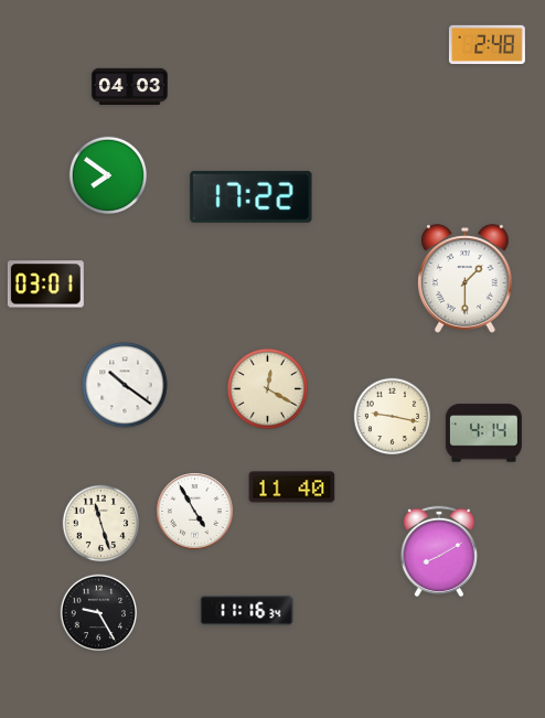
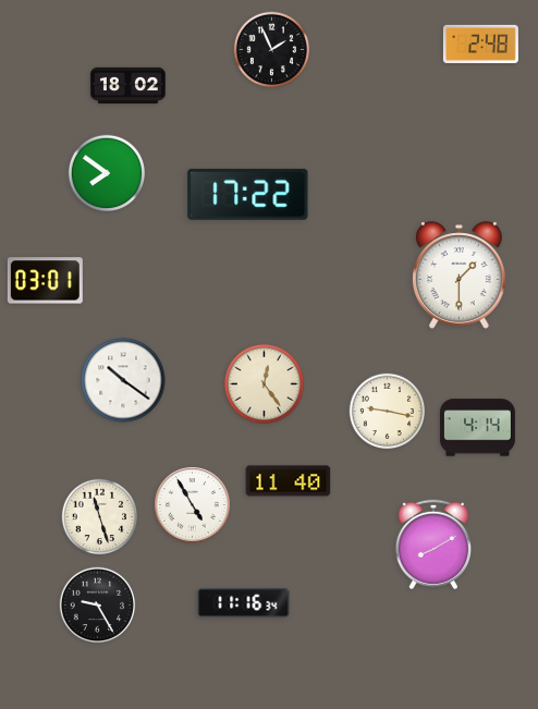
clock at (272, 50): none -> 1:56
clock at (129, 87): 04:03 -> 18:02
clock at (267, 388): 12:20 -> 12:24
